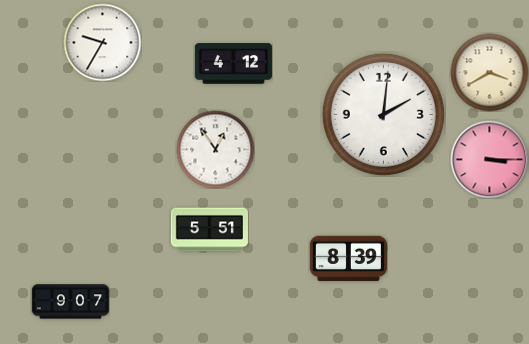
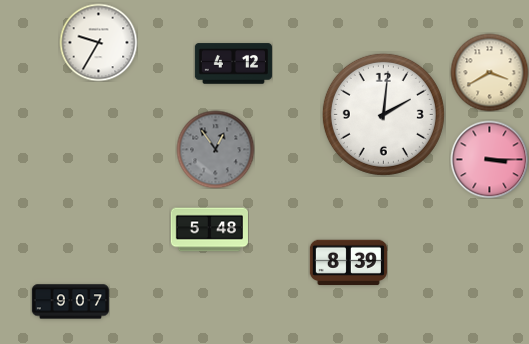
clock at (102, 42) position: (102, 42) -> (98, 42)
clock at (215, 149) dial: white -> grey
clock at (209, 230): 5:51 -> 5:48
clock at (348, 259) position: (348, 259) -> (348, 263)
